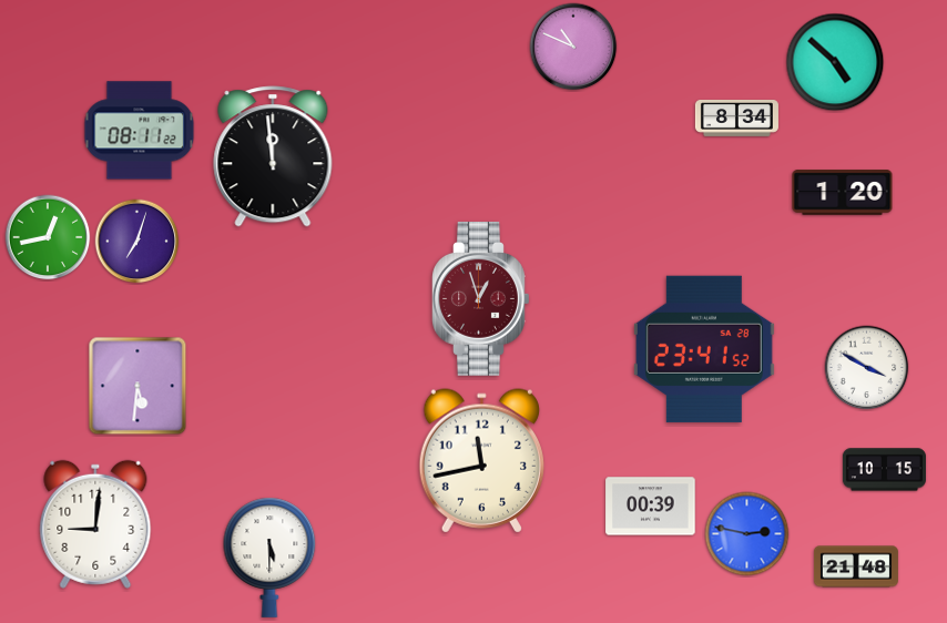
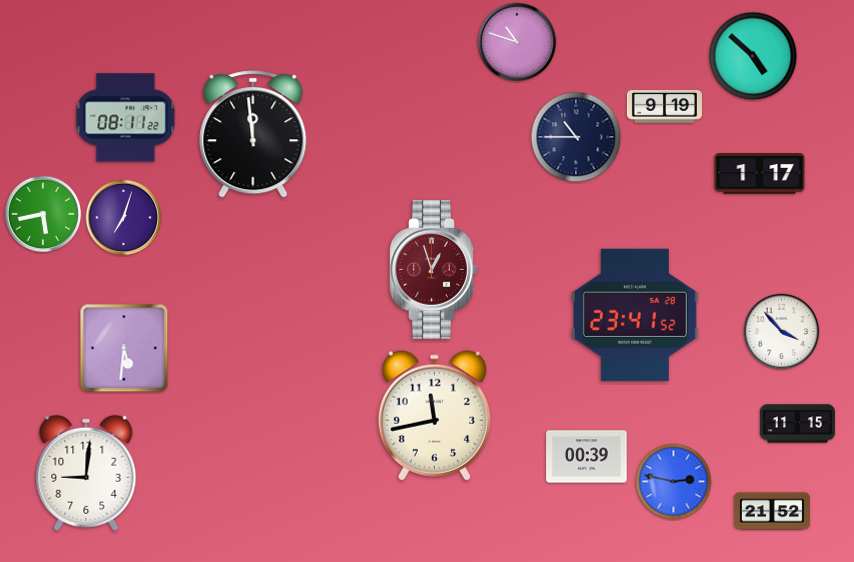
clock at (573, 47): 10:49 -> 10:48
clock at (736, 119): 8:34 -> 9:19
clock at (576, 137): none -> 10:45
clock at (273, 156) position: (273, 156) -> (253, 134)
clock at (843, 193): 1:20 -> 1:17
clock at (48, 237): 12:43 -> 5:43
clock at (867, 368): 3:50 -> 3:53
clock at (884, 470): 10:15 -> 11:15
clock at (269, 558): 5:30 -> none
clock at (856, 566): 21:48 -> 21:52
